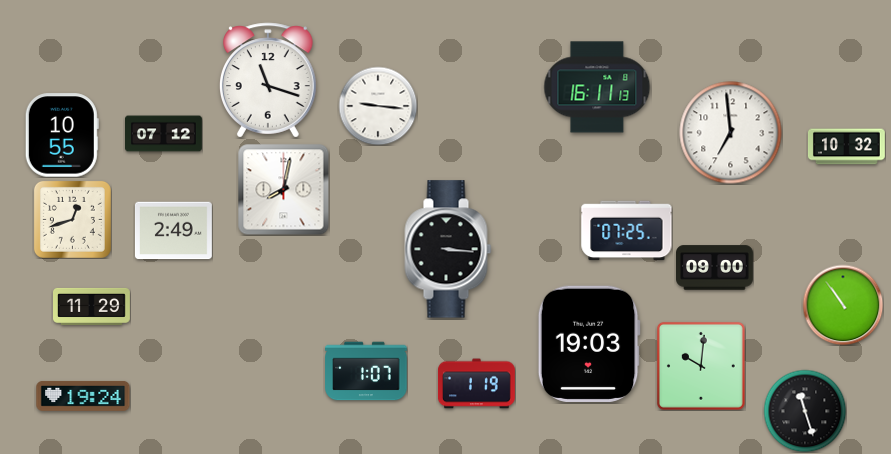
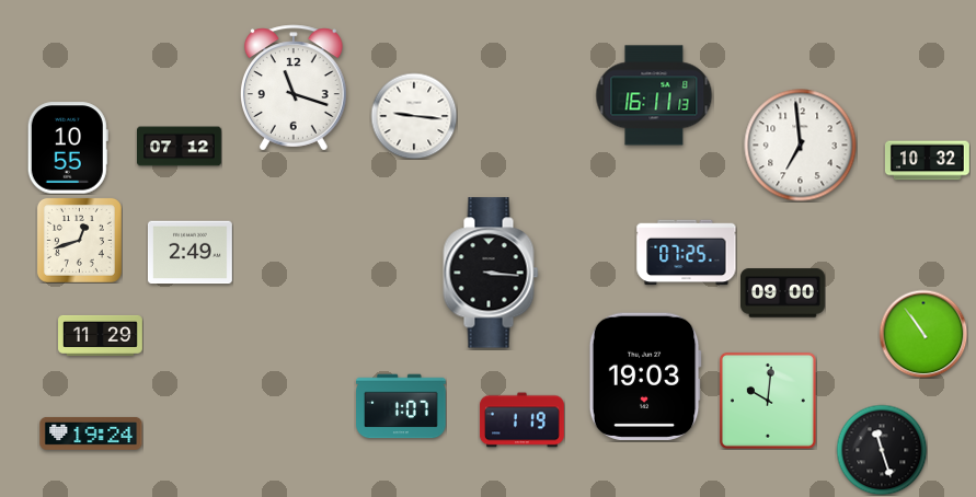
clock at (283, 189): 8:02 -> none
